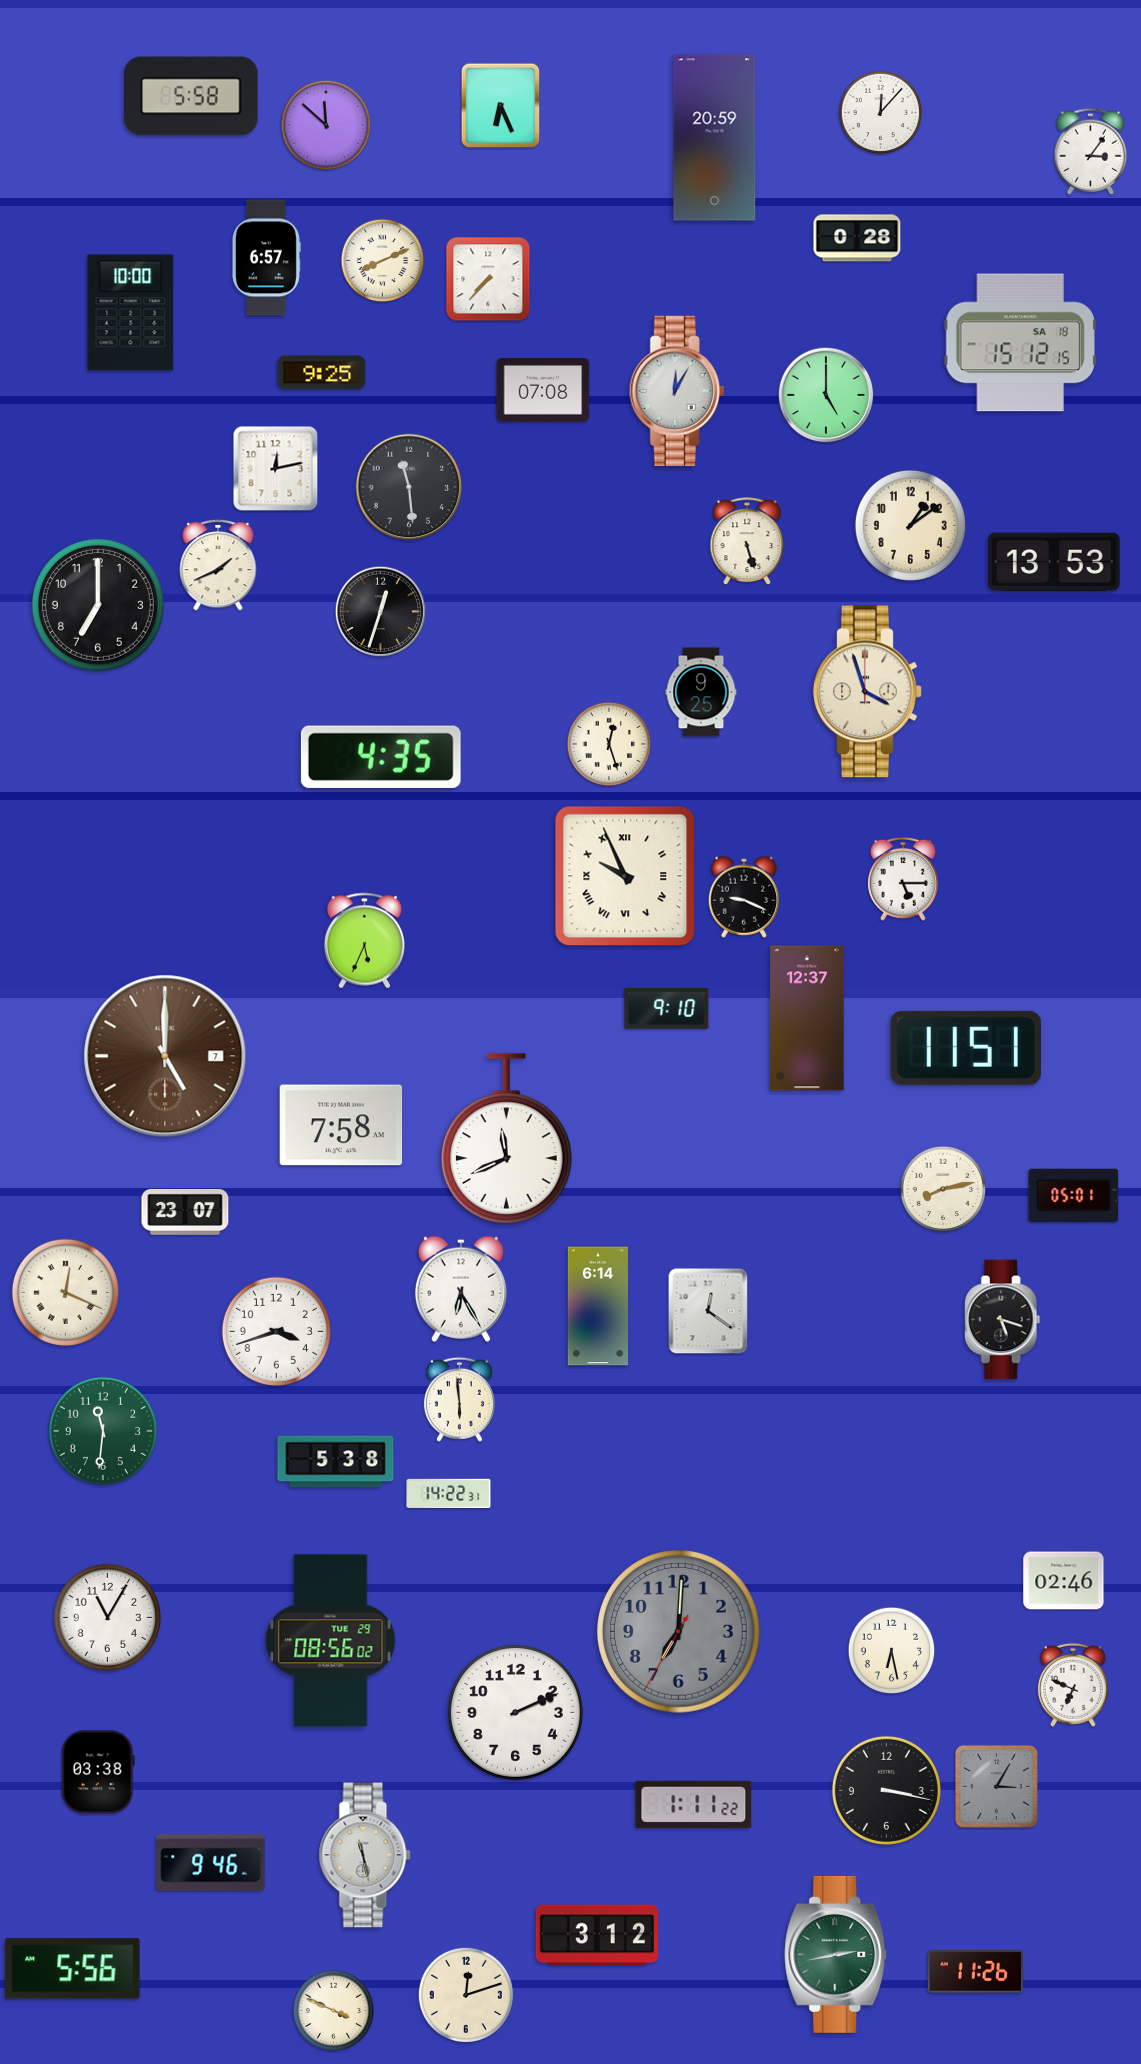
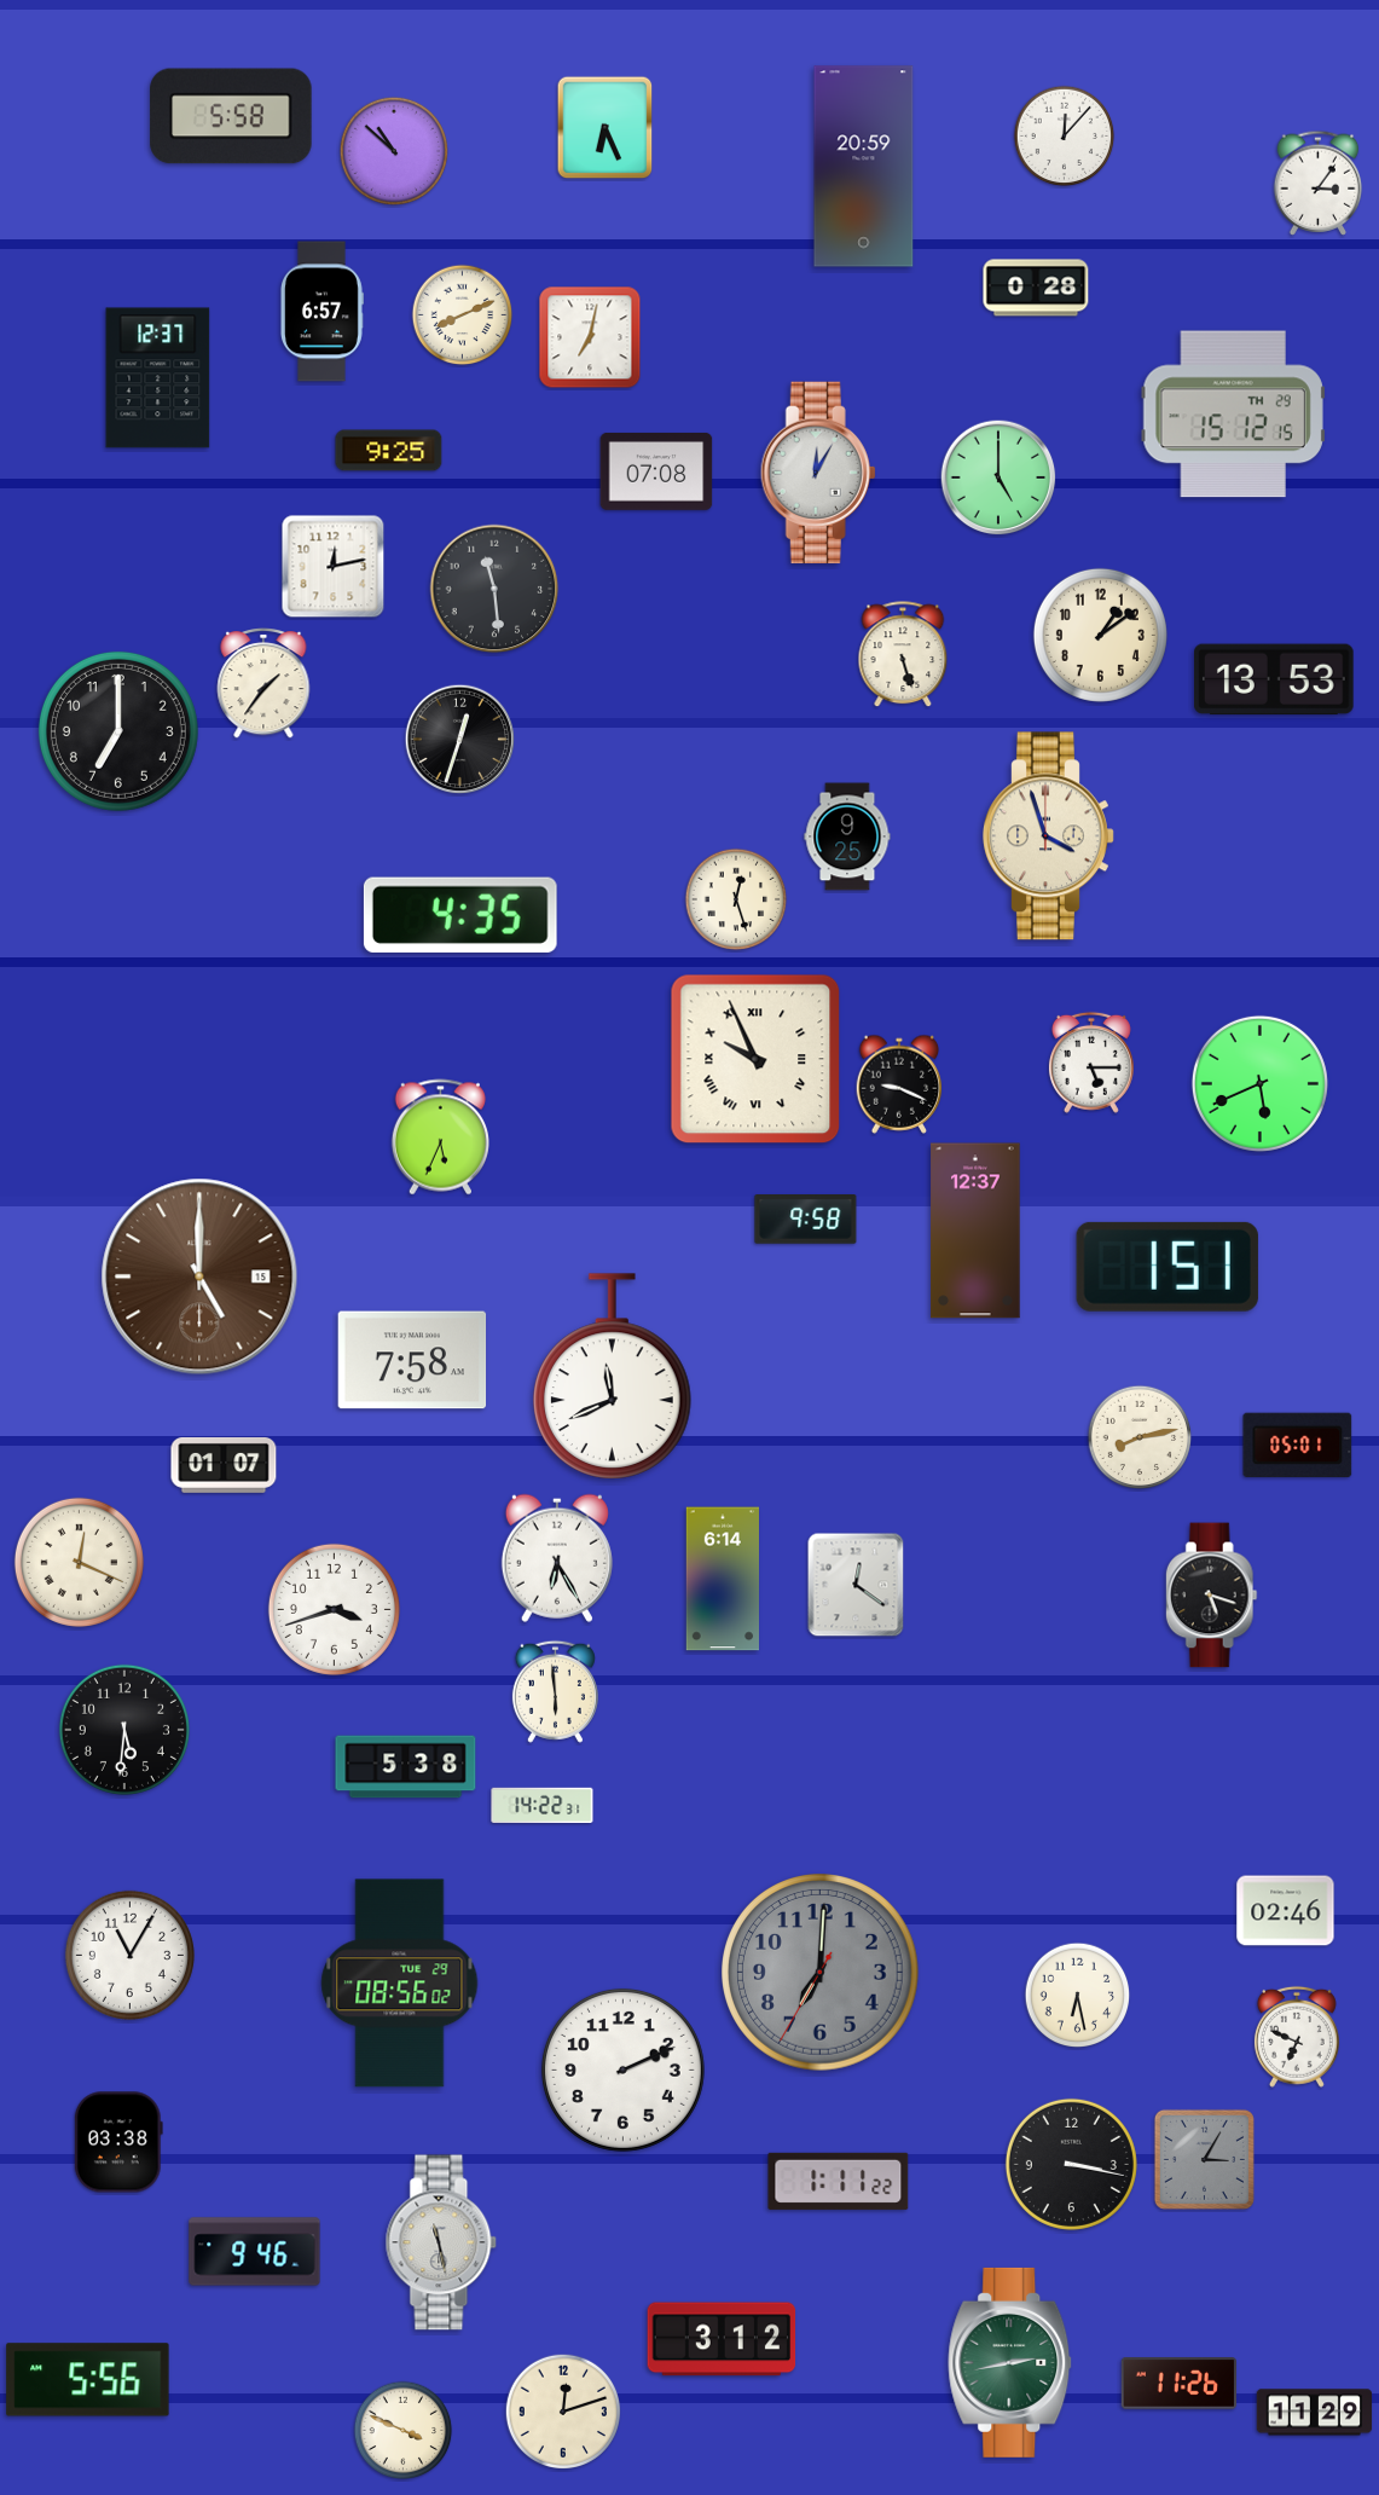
clock at (326, 125): 11:52 -> 10:52
clock at (488, 279): 7:37 -> 7:02
clock at (131, 313): 10:00 -> 12:37
clock at (1020, 343) date: SA 18 -> TH 29
clock at (218, 566): 1:41 -> 1:36
clock at (1259, 1083): none -> 5:41
clock at (667, 1009): 9:10 -> 9:58
clock at (966, 1048): 11:51 -> 1:51
clock at (165, 1056) date: 7 -> 15
clock at (185, 1212): 23:07 -> 01:07
clock at (103, 1431): 11:31 -> 5:31
clock at (103, 1431) dial: green -> black
clock at (1315, 2413): none -> 11:29
